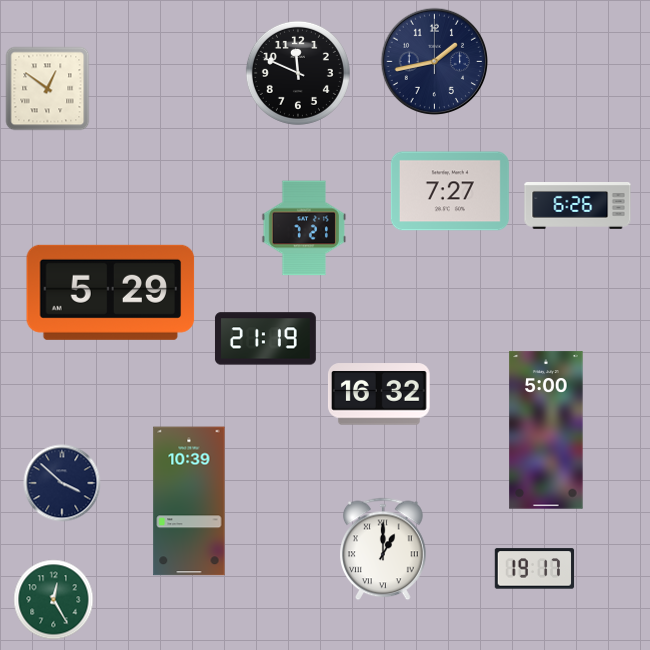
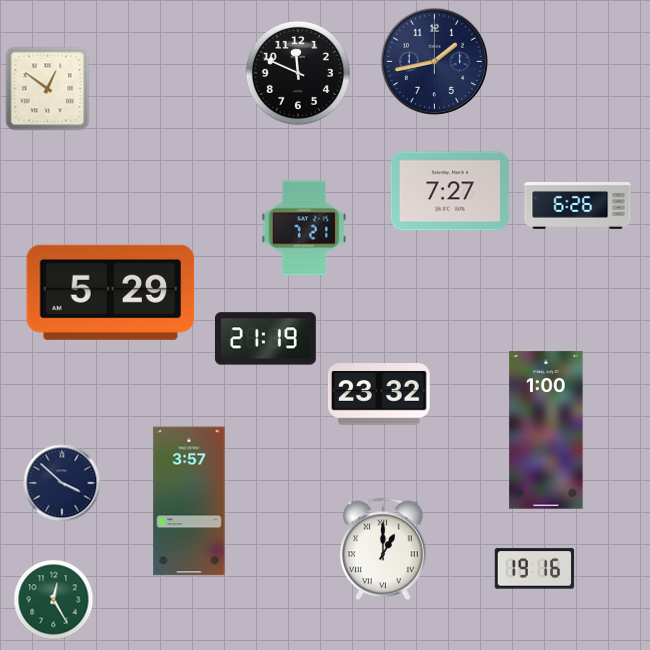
clock at (379, 394): 16:32 -> 23:32
clock at (546, 430): 5:00 -> 1:00
clock at (189, 501): 10:39 -> 3:57
clock at (535, 569): 19:17 -> 19:16
